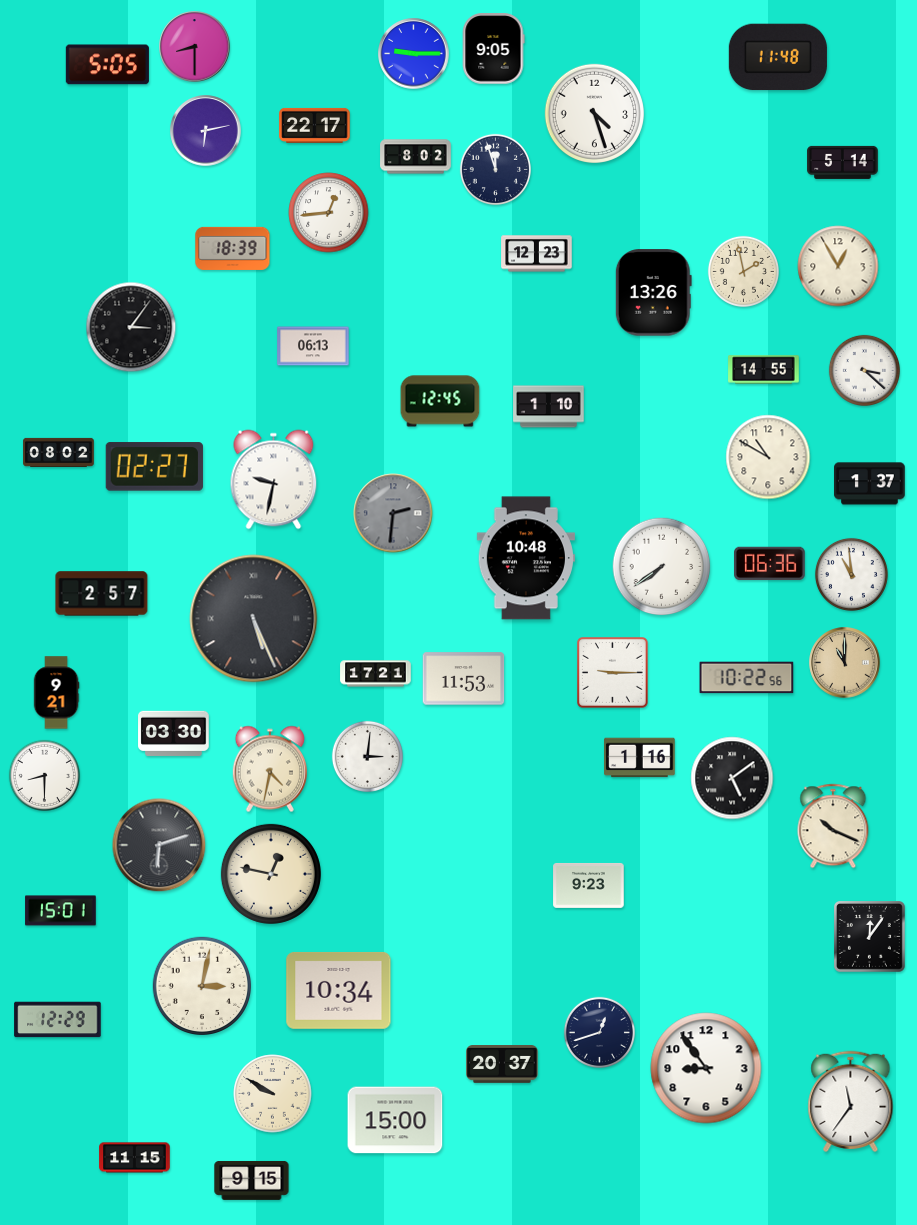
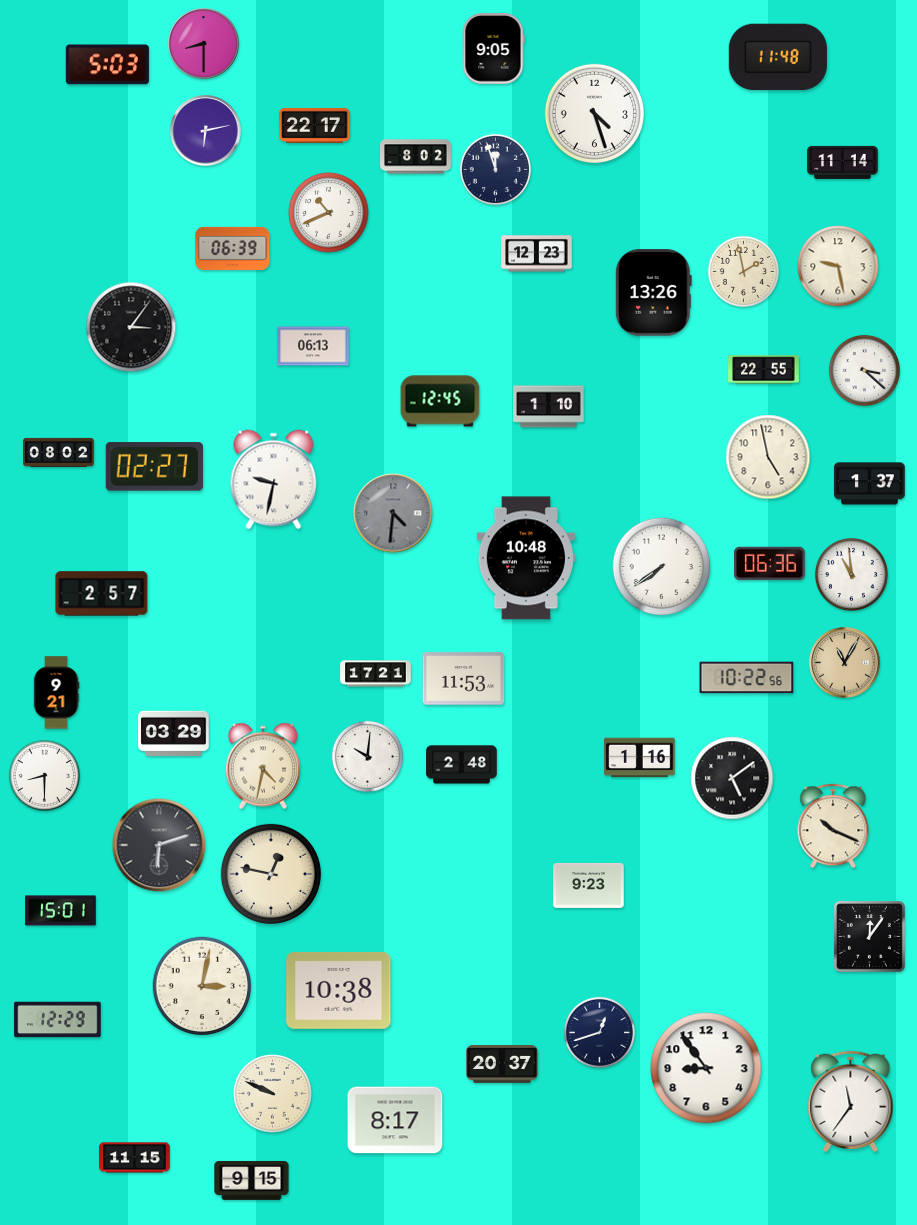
clock at (195, 47) position: (195, 47) -> (204, 44)
clock at (414, 54): 9:15 -> none
clock at (107, 65): 5:05 -> 5:03
clock at (843, 162): 5:14 -> 11:14
clock at (329, 213): 12:44 -> 10:41
clock at (233, 248): 18:39 -> 06:39
clock at (838, 266): 12:55 -> 9:28
clock at (764, 370): 14:55 -> 22:55
clock at (768, 457): 10:50 -> 4:58
clock at (393, 513): 2:31 -> 4:31
clock at (254, 619): 5:26 -> none
clock at (845, 663): 11:00 -> 11:05
clock at (613, 673): 9:15 -> none
clock at (174, 733): 03:30 -> 03:29
clock at (367, 756): 3:01 -> 10:01
clock at (462, 765): none -> 2:48
clock at (269, 769) position: (269, 769) -> (262, 766)
clock at (339, 990): 10:34 -> 10:38
clock at (273, 1094): 9:50 -> 9:49
clock at (395, 1120): 15:00 -> 8:17
